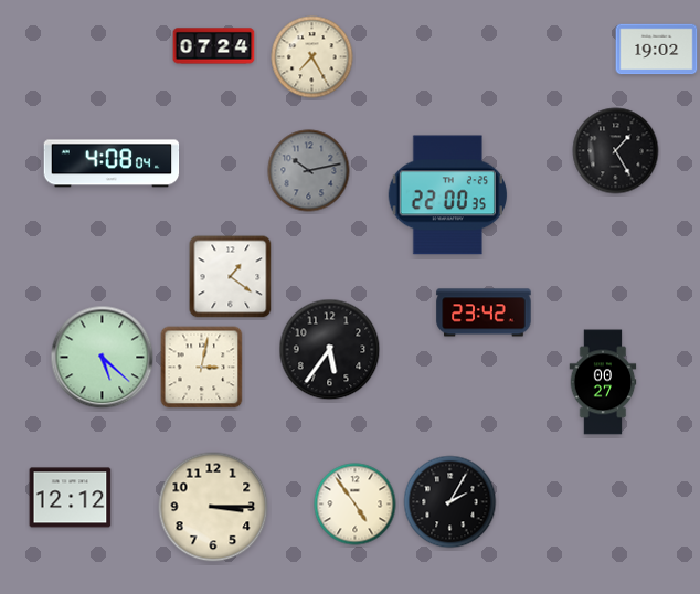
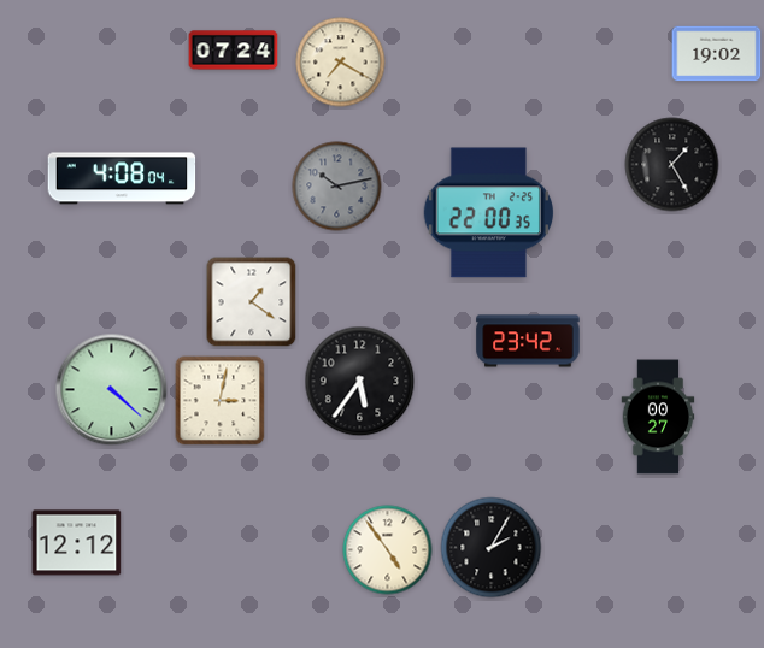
clock at (312, 57): 7:25 -> 7:20
clock at (103, 358): 5:22 -> 4:22
clock at (213, 507): 3:15 -> none
